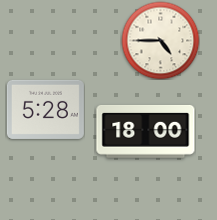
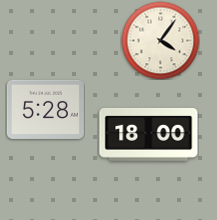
clock at (160, 40): 4:45 -> 4:06
clock at (146, 131) position: (146, 131) -> (149, 134)
